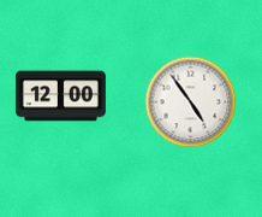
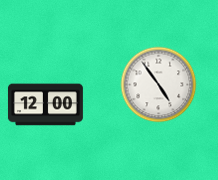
clock at (60, 96) position: (60, 96) -> (45, 105)
